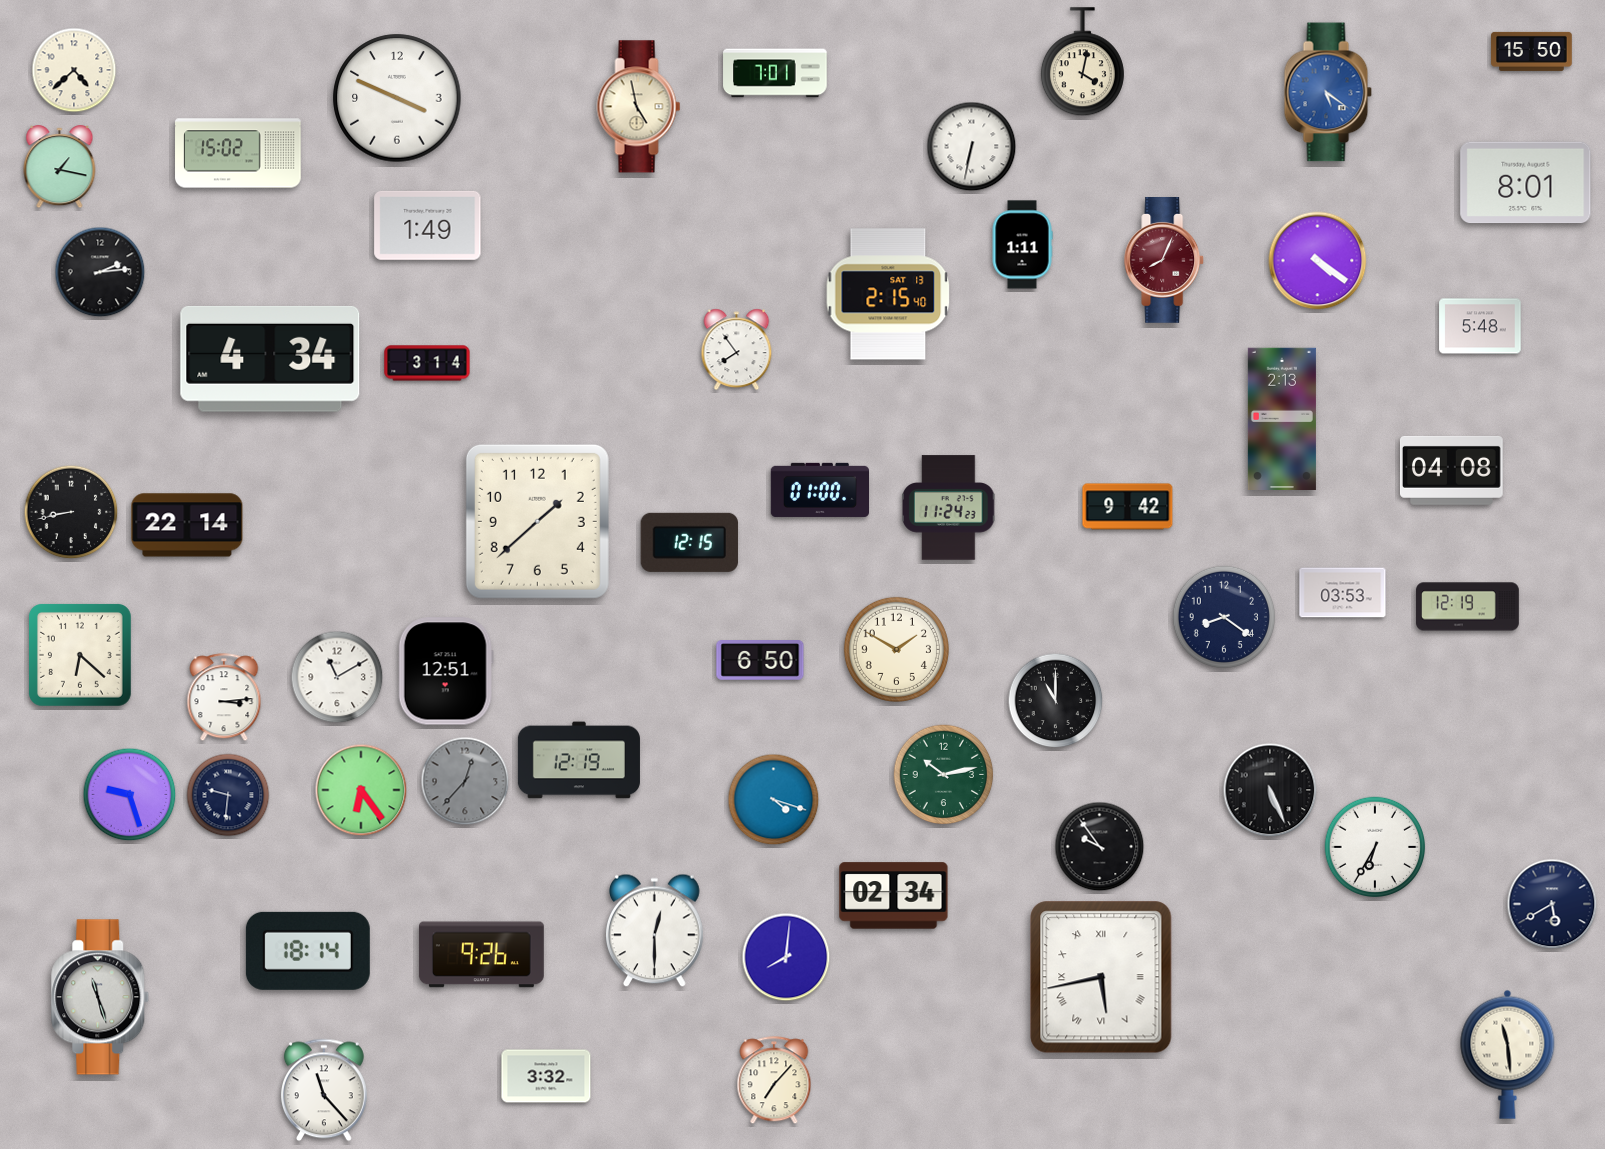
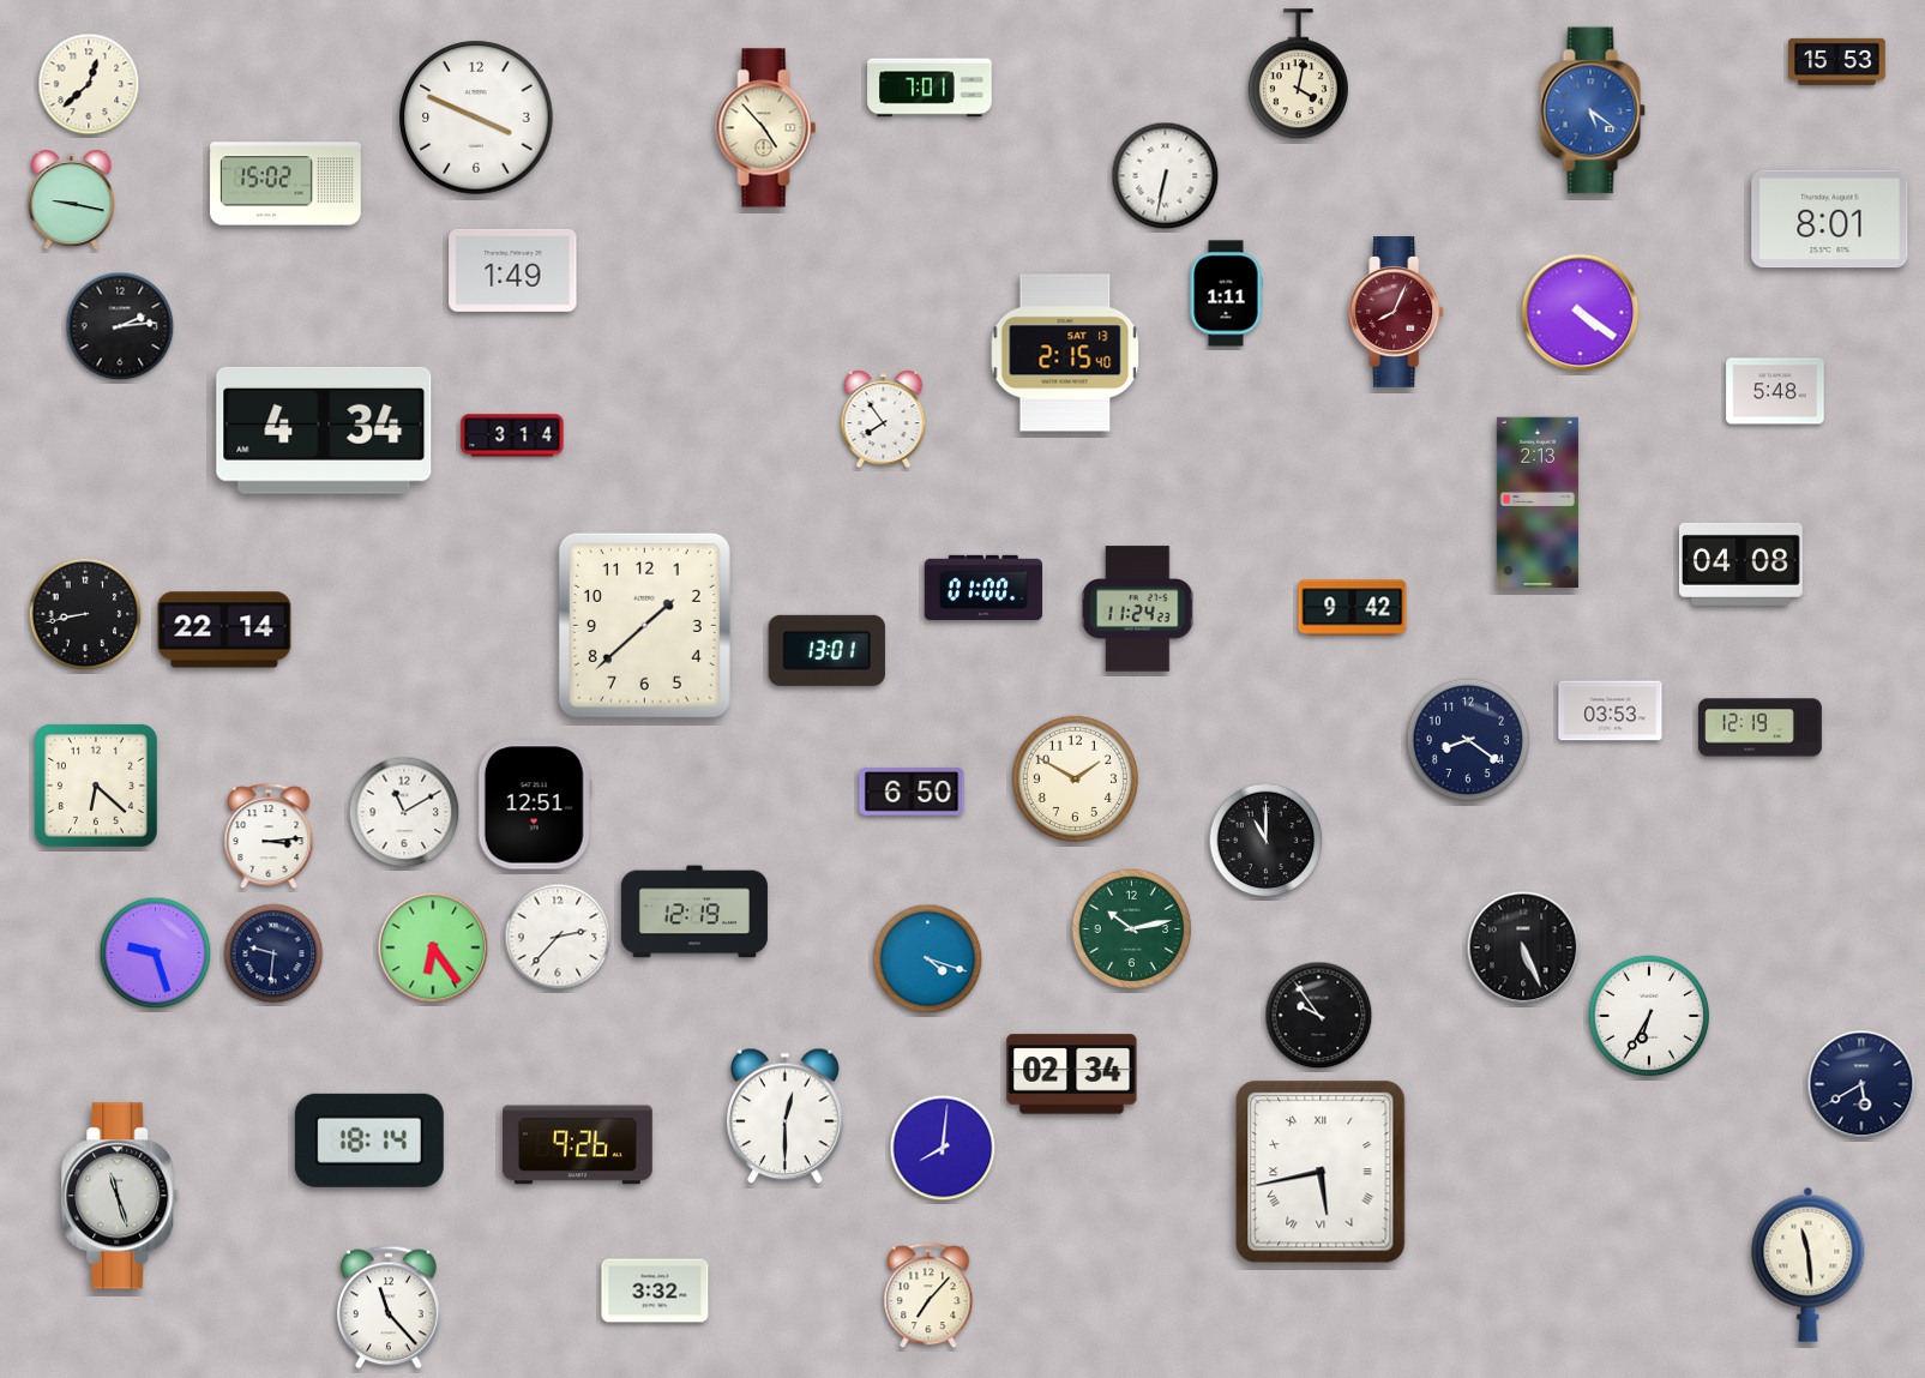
clock at (1532, 51): 15:50 -> 15:53
clock at (74, 70): 4:38 -> 12:38
clock at (639, 107): 4:58 -> 4:53
clock at (60, 167): 1:17 -> 9:17
clock at (689, 542): 12:15 -> 13:01
clock at (465, 781): 12:37 -> 2:37
clock at (465, 781) dial: grey -> white
